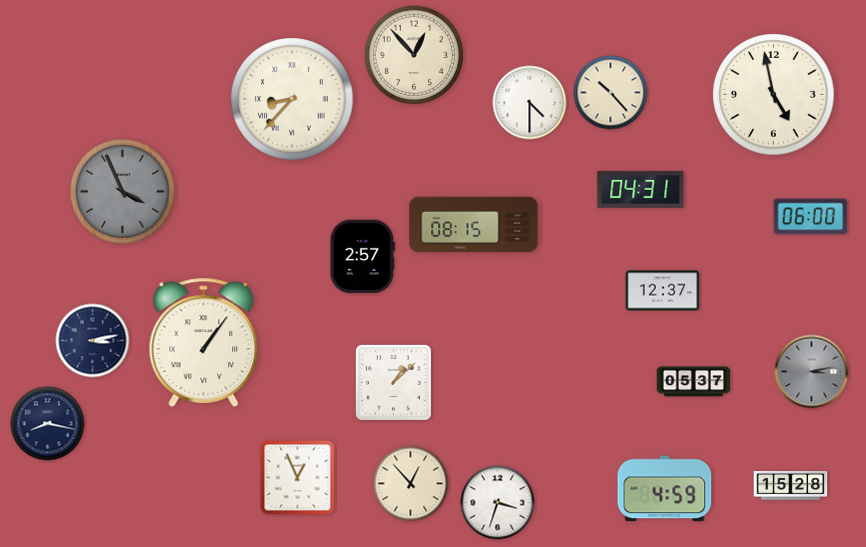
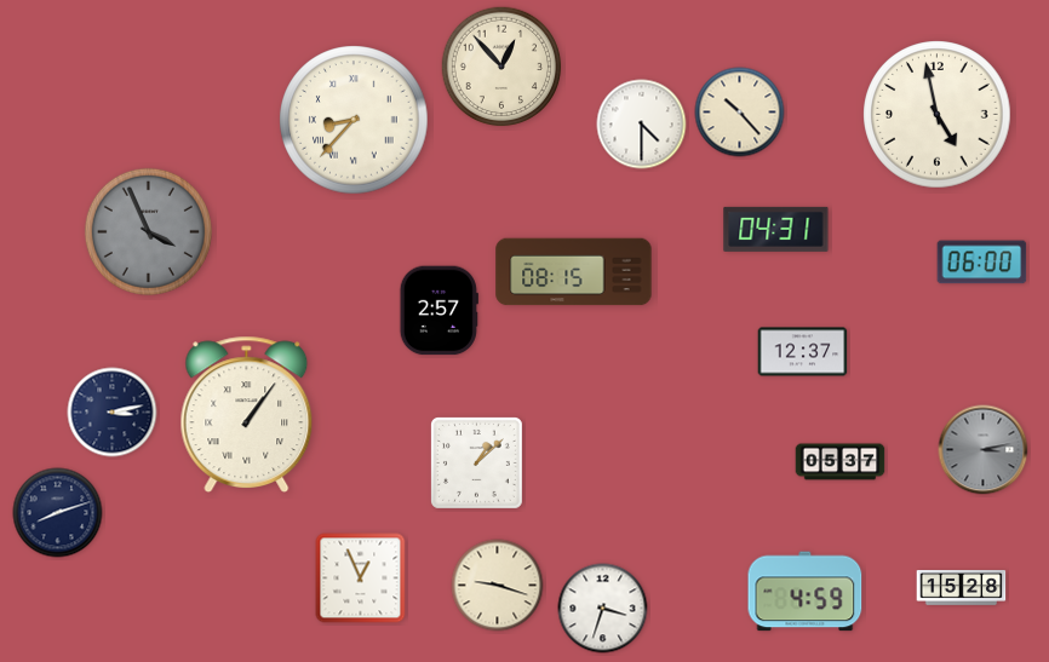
clock at (48, 424): 8:17 -> 8:12
clock at (411, 484): 12:53 -> 9:18
clock at (791, 486) position: (791, 486) -> (962, 588)
